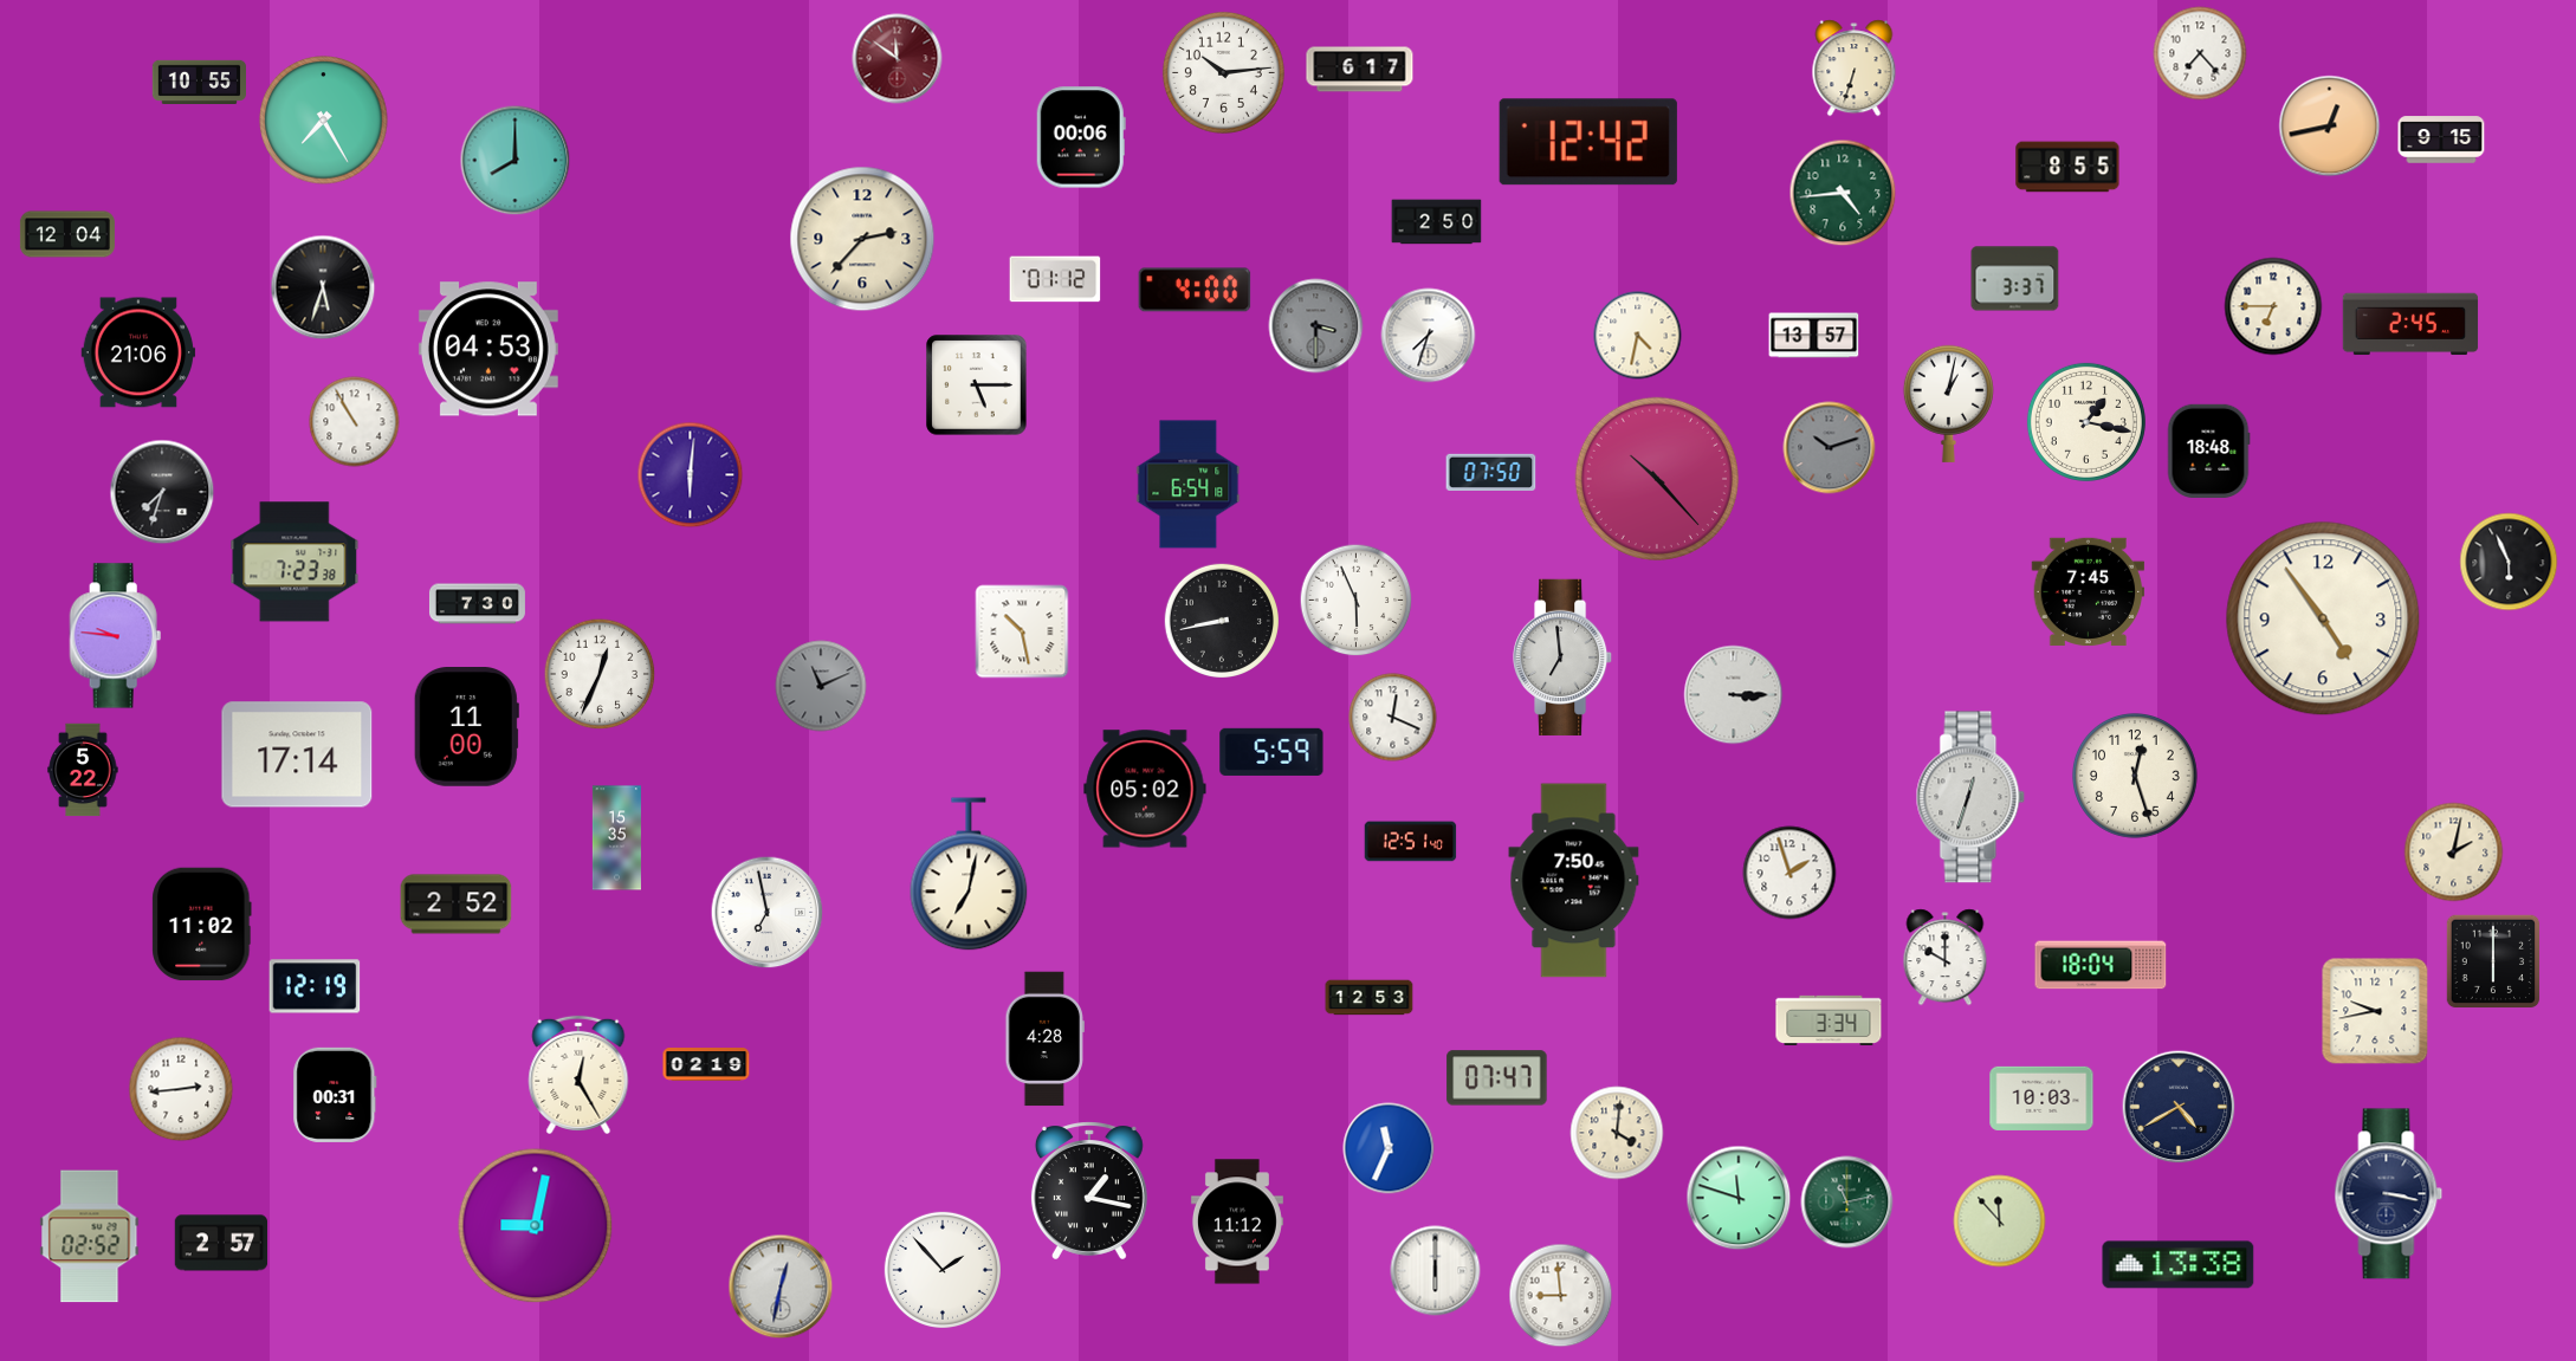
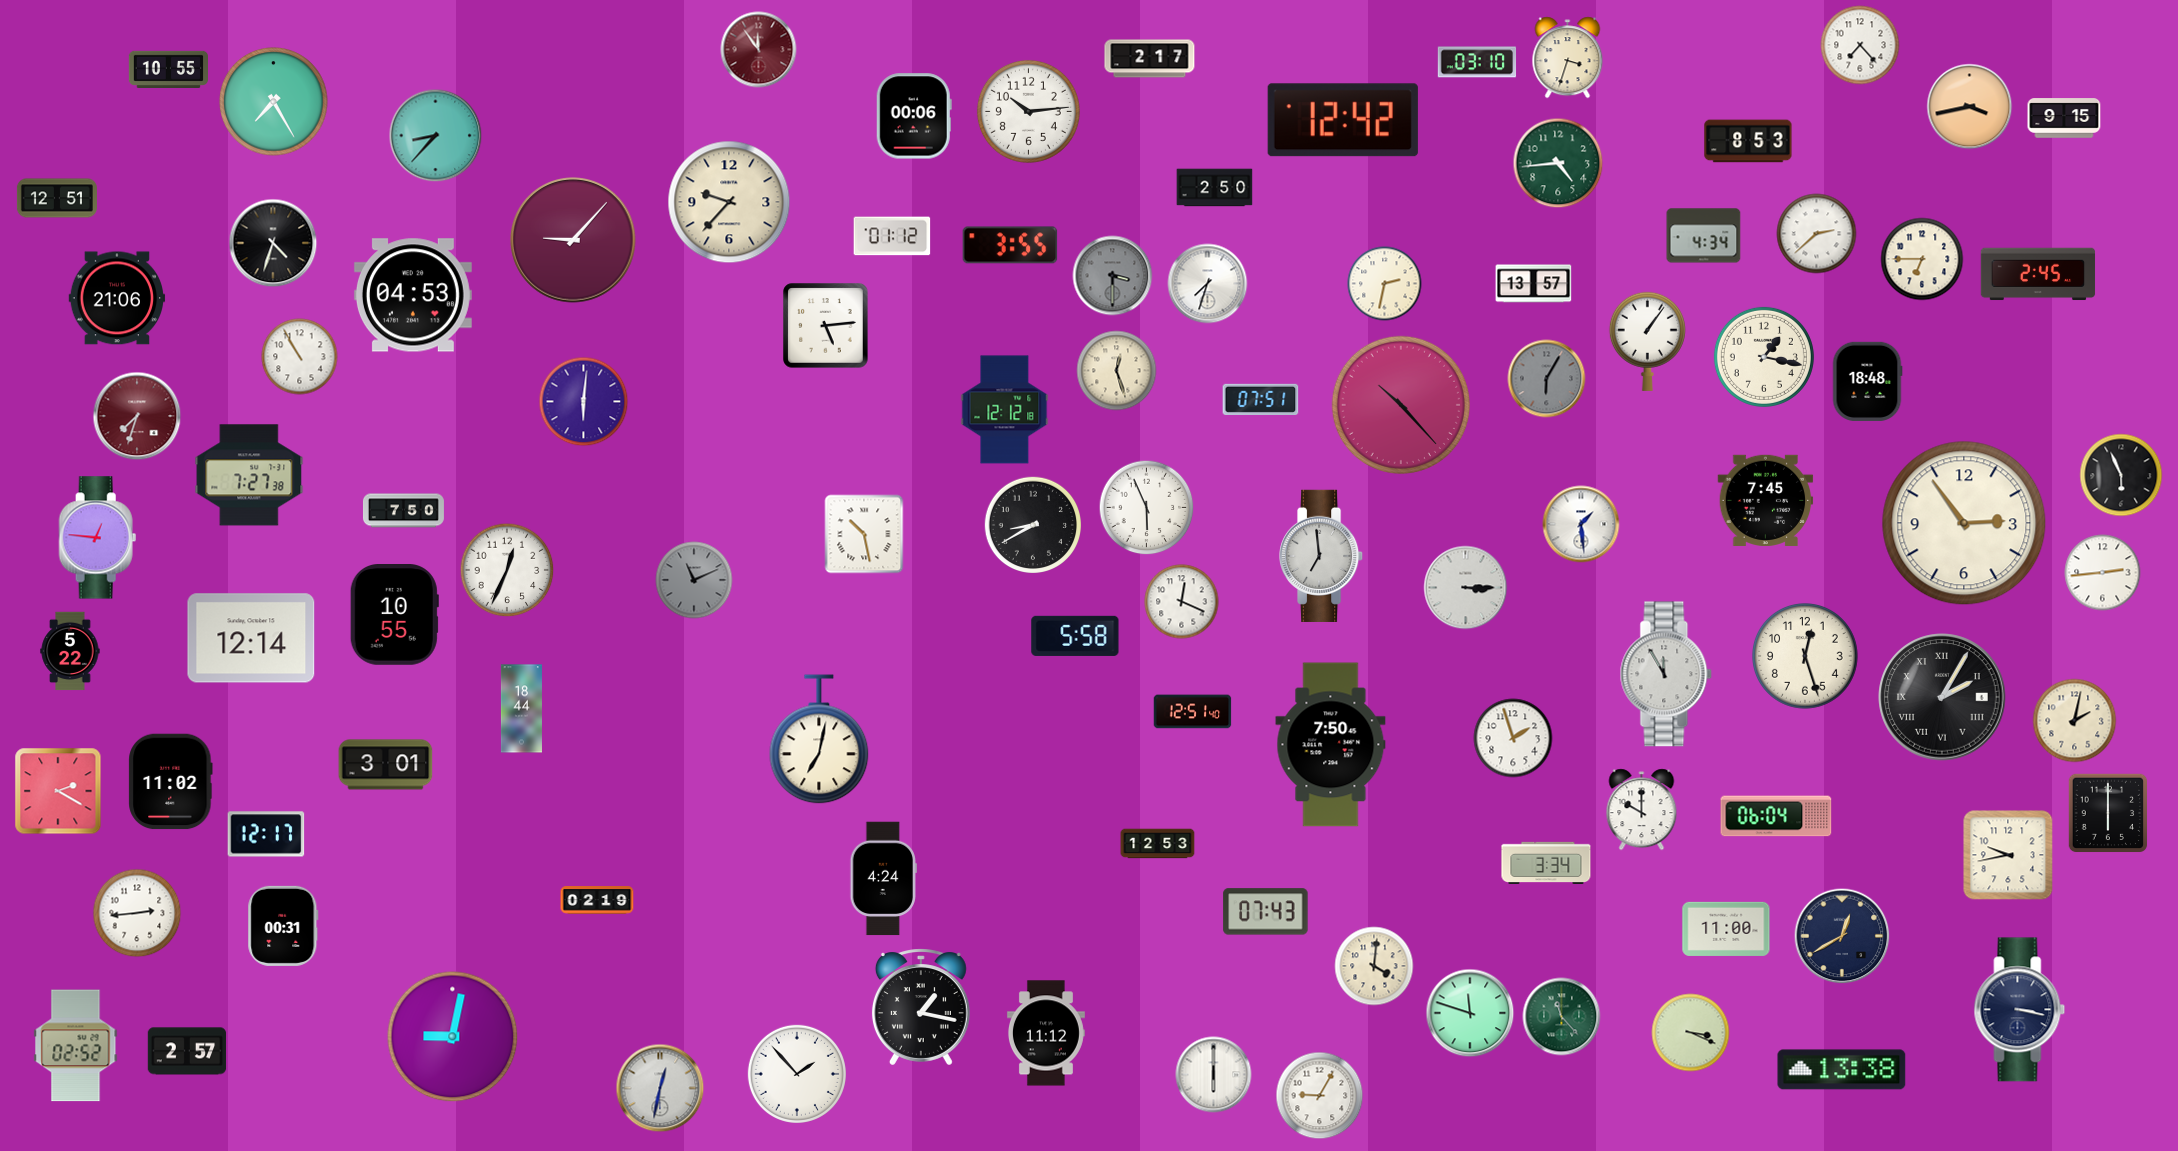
clock at (898, 59): 11:51 -> 11:54
clock at (1855, 69): 6:33 -> 3:33
clock at (1360, 70): 6:17 -> 2:17
clock at (1223, 72) position: (1223, 72) -> (1028, 111)
clock at (1477, 62): none -> 03:10
clock at (2330, 127): 12:43 -> 3:43
clock at (516, 161): 8:00 -> 8:37
clock at (2067, 167): 8:55 -> 8:53
clock at (67, 234): 12:04 -> 12:51
clock at (862, 239): 2:37 -> 9:37
clock at (1817, 234): none -> 2:38
clock at (2015, 279): 3:37 -> 4:34
clock at (573, 240): none -> 9:07
clock at (323, 287): 5:33 -> 4:33
clock at (1195, 290): 4:00 -> 3:55
clock at (1638, 336): 4:32 -> 2:32
clock at (977, 385): 5:15 -> 5:14
clock at (1948, 403): 1:02 -> 1:06
clock at (1117, 371): none -> 12:27
clock at (1830, 448): 10:12 -> 6:05
clock at (1491, 473): 07:50 -> 07:51
clock at (1189, 485): 6:54 -> 12:12
clock at (162, 492) dial: black -> burgundy
clock at (295, 562): 7:23 -> 7:27
clock at (477, 604): 7:30 -> 7:50
clock at (2323, 618): 4:54 -> 2:54
clock at (1581, 524): none -> 1:29
clock at (1222, 621): 8:43 -> 8:40
clock at (116, 636): 9:46 -> 12:46
clock at (2103, 573): none -> 2:44
clock at (1393, 718) position: (1393, 718) -> (1182, 602)
clock at (466, 727): 11:00 -> 10:55
clock at (1271, 752): 5:59 -> 5:58
clock at (297, 754): 17:14 -> 12:14
clock at (1145, 789): 05:02 -> none
clock at (1970, 797): 12:33 -> 11:55
clock at (1942, 697): none -> 2:05
clock at (616, 838): 15:35 -> 18:44
clock at (457, 905): 2:52 -> 3:01
clock at (768, 913): 6:58 -> none
clock at (58, 791): none -> 2:20
clock at (1946, 958) position: (1946, 958) -> (1642, 810)
clock at (2101, 965): 18:04 -> 06:04
clock at (315, 986): 12:19 -> 12:17
clock at (1044, 1039): 4:28 -> 4:24
clock at (578, 1075): 12:25 -> none
clock at (1497, 1078): 07:47 -> 07:43
clock at (181, 1089) position: (181, 1089) -> (137, 913)
clock at (2041, 1098): 10:03 -> 11:00
clock at (2179, 1107): 4:40 -> 12:40
clock at (1617, 1133) position: (1617, 1133) -> (1374, 966)
clock at (1389, 1148): 11:34 -> none
clock at (1847, 1203): 11:13 -> 11:23
clock at (2000, 1221): 11:53 -> 3:19
clock at (1561, 1296): 8:59 -> 9:05
